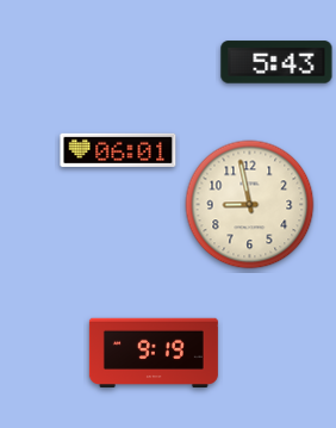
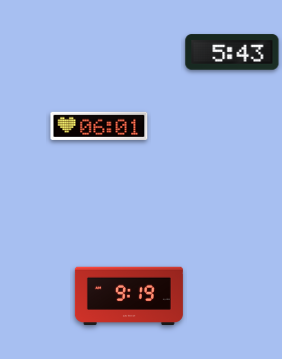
clock at (250, 205): 8:58 -> none
